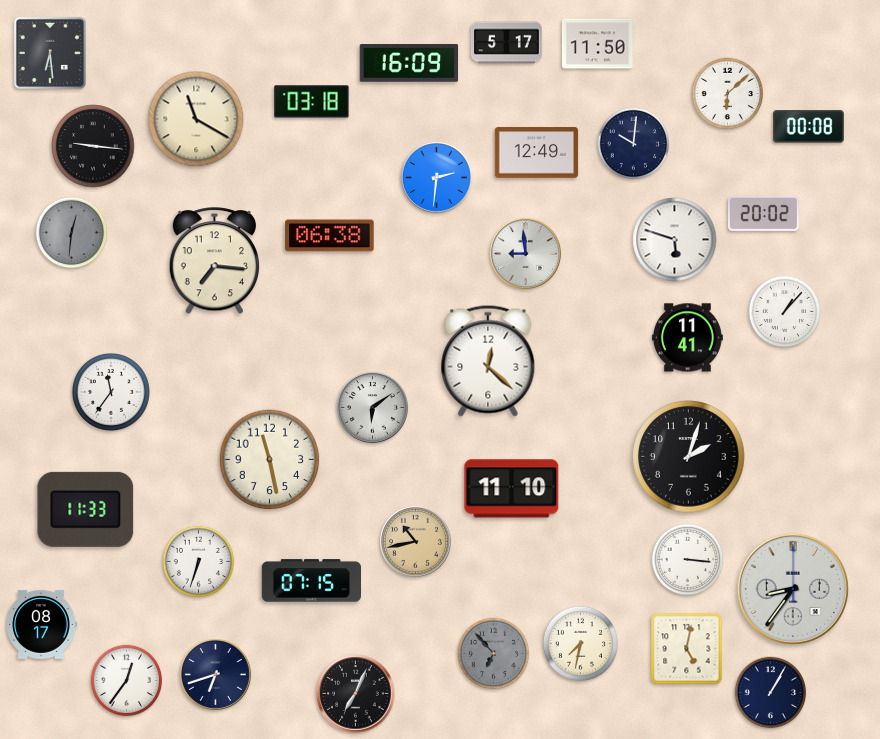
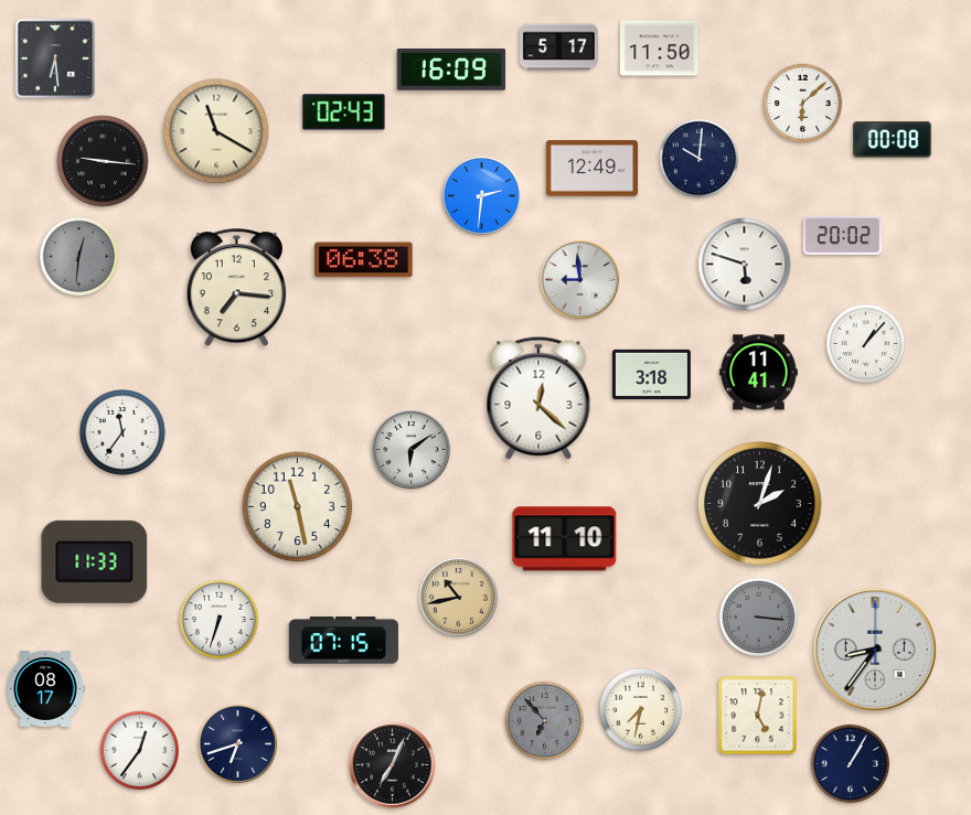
clock at (312, 102): 03:18 -> 02:43
clock at (652, 374): none -> 3:18
clock at (688, 560) dial: white -> grey
